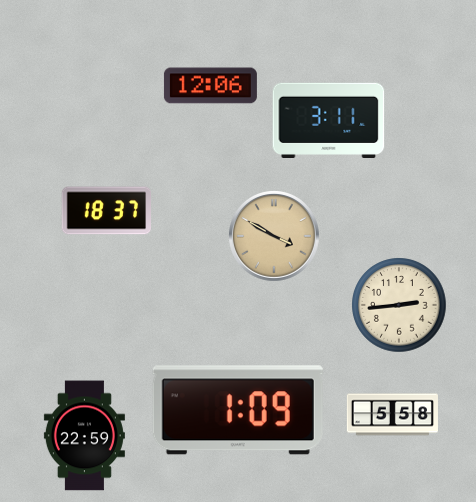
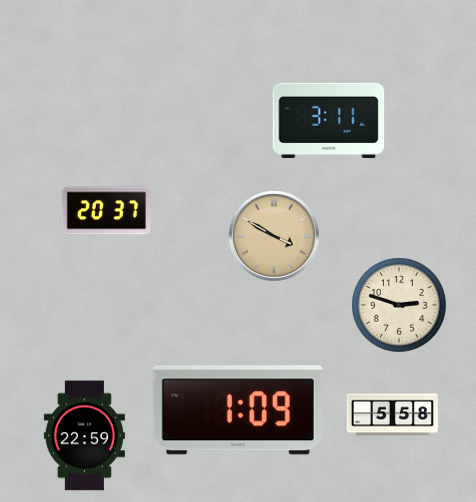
clock at (210, 86): 12:06 -> none
clock at (106, 211): 18:37 -> 20:37
clock at (399, 305): 2:44 -> 2:48
